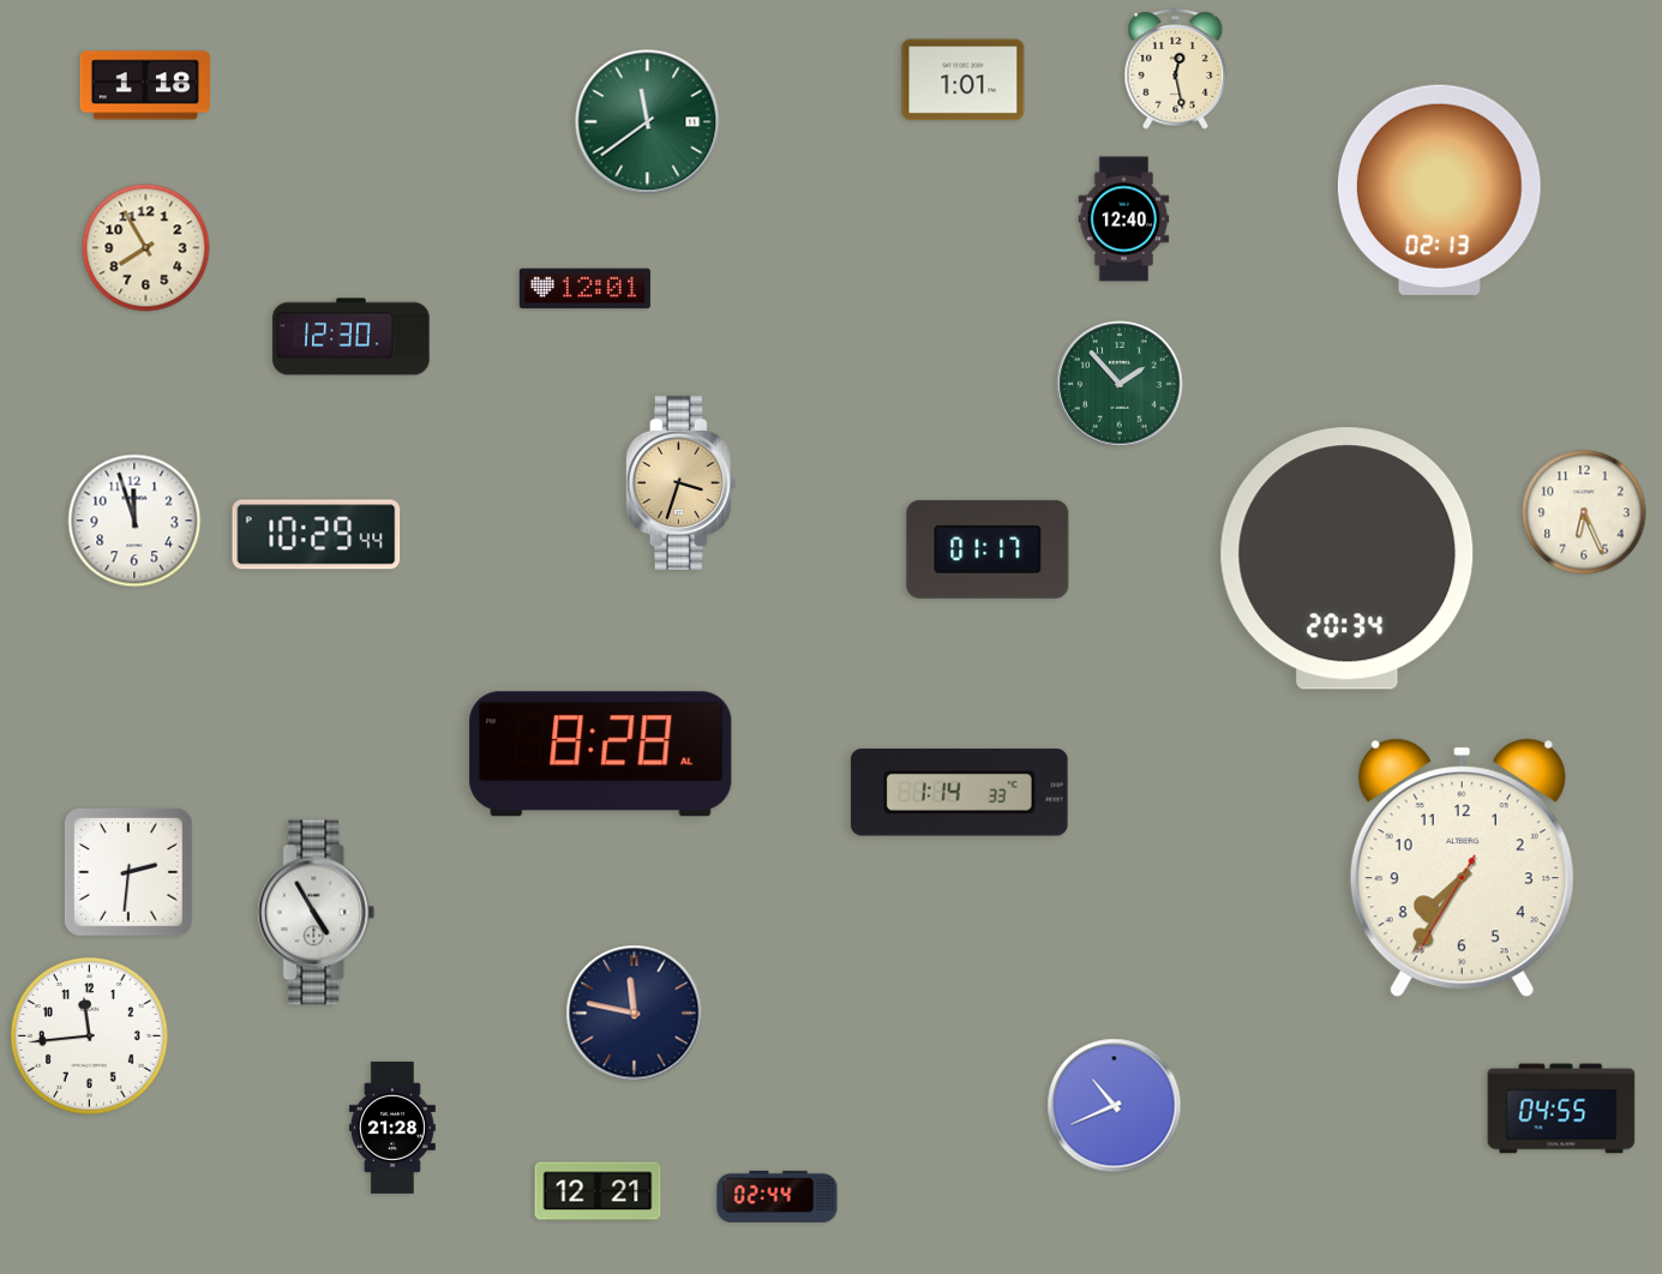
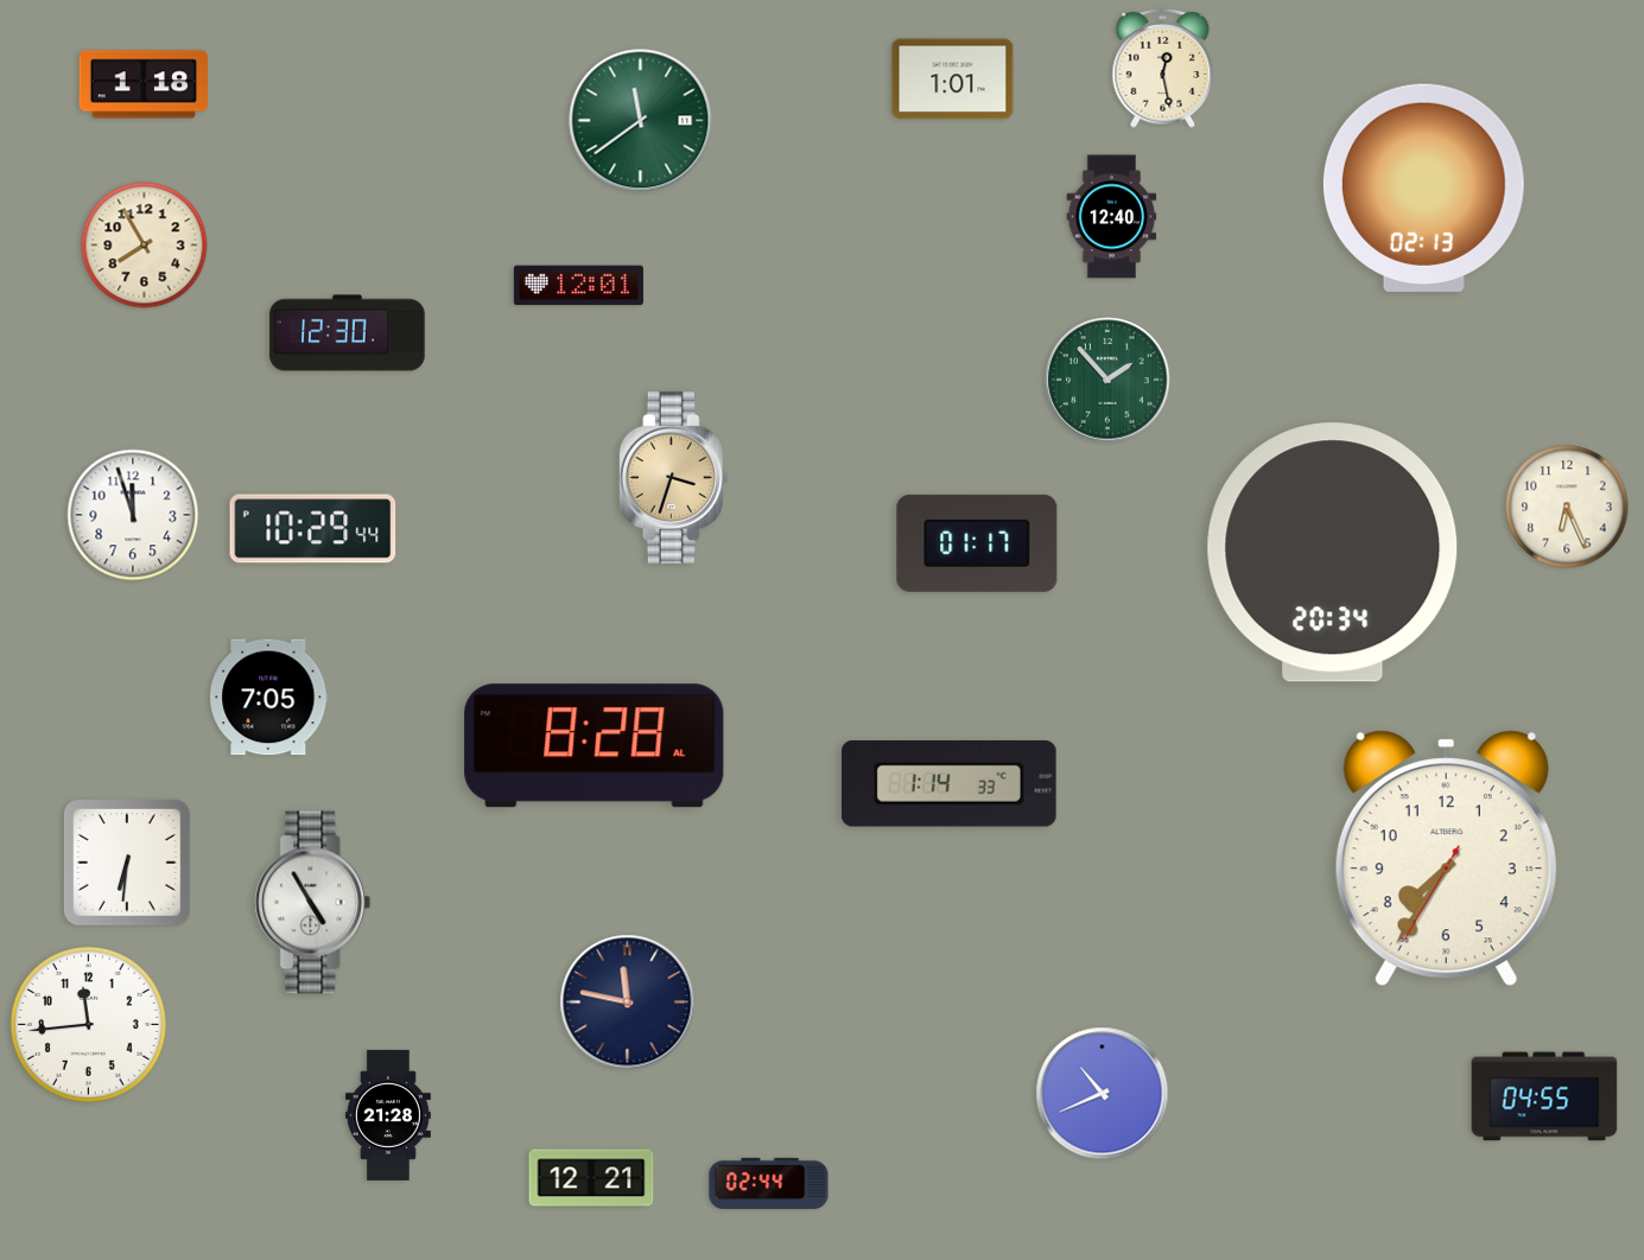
clock at (269, 698): none -> 7:05
clock at (128, 872): 2:31 -> 6:31
